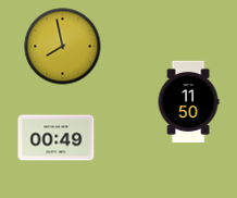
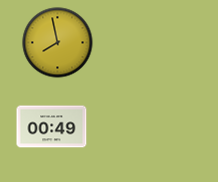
clock at (188, 101): 11:50 -> none
